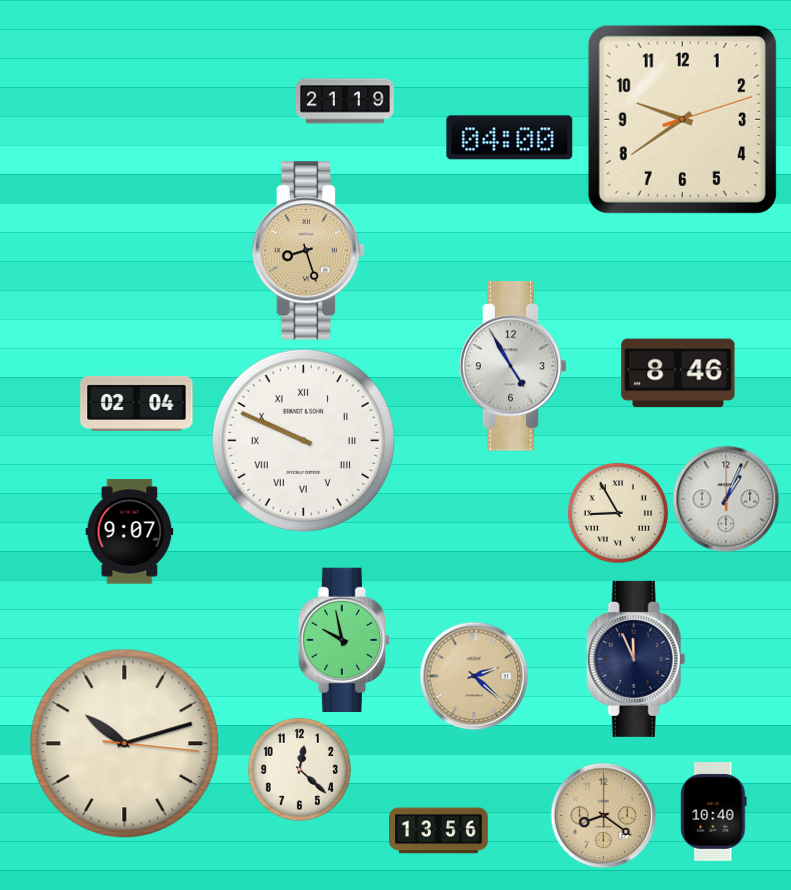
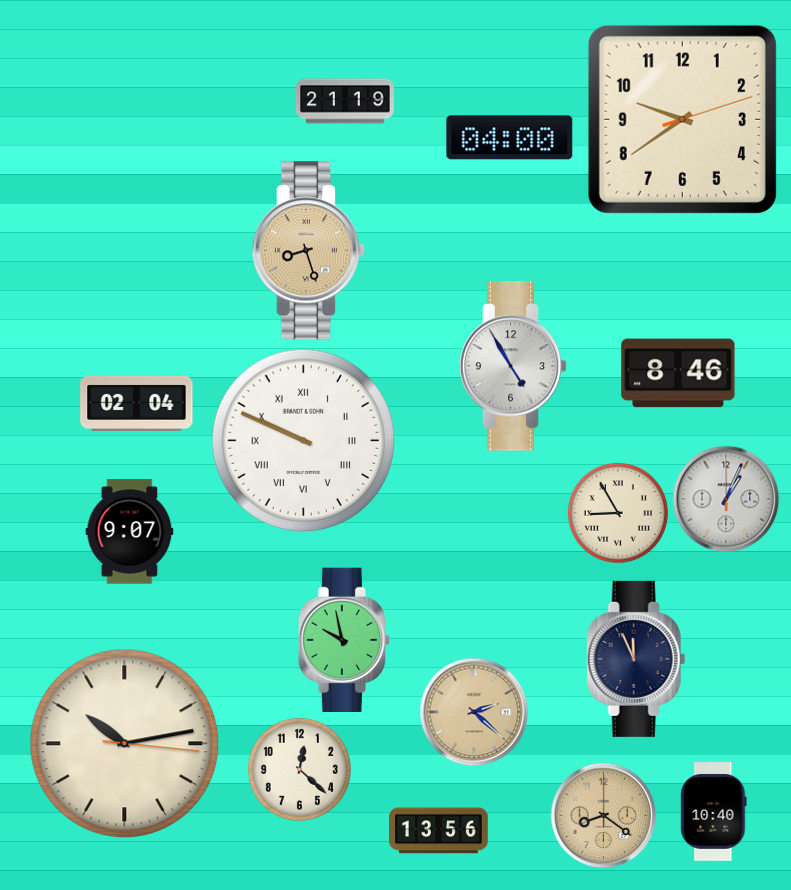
clock at (474, 676) position: (474, 676) -> (474, 712)
clock at (125, 744): 10:12 -> 10:13
